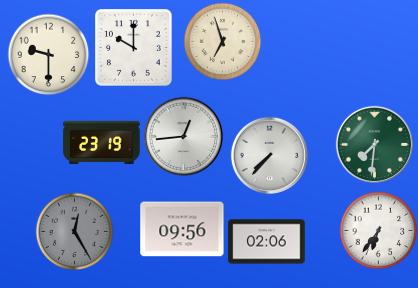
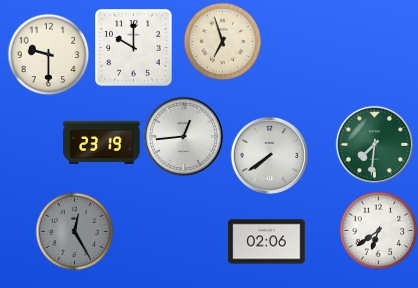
clock at (269, 155): 7:37 -> 7:39
clock at (182, 229): 09:56 -> none
clock at (378, 230): 6:36 -> 6:39
